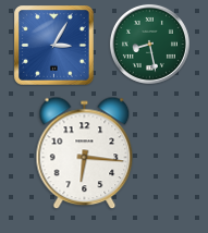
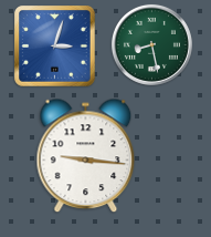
clock at (54, 46): 3:05 -> 3:03
clock at (85, 154): 6:16 -> 9:16
